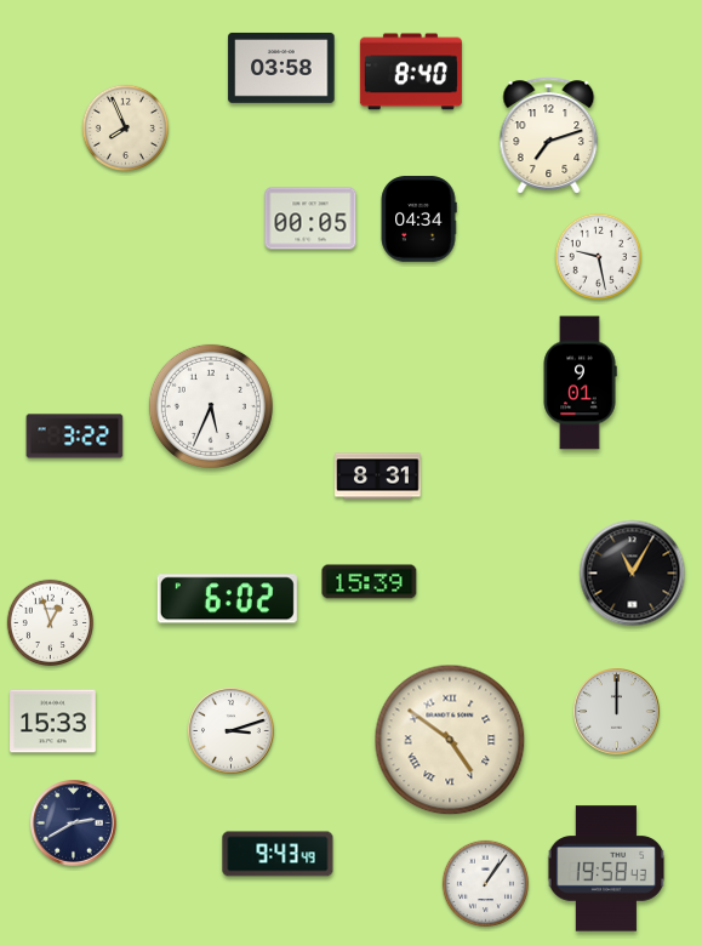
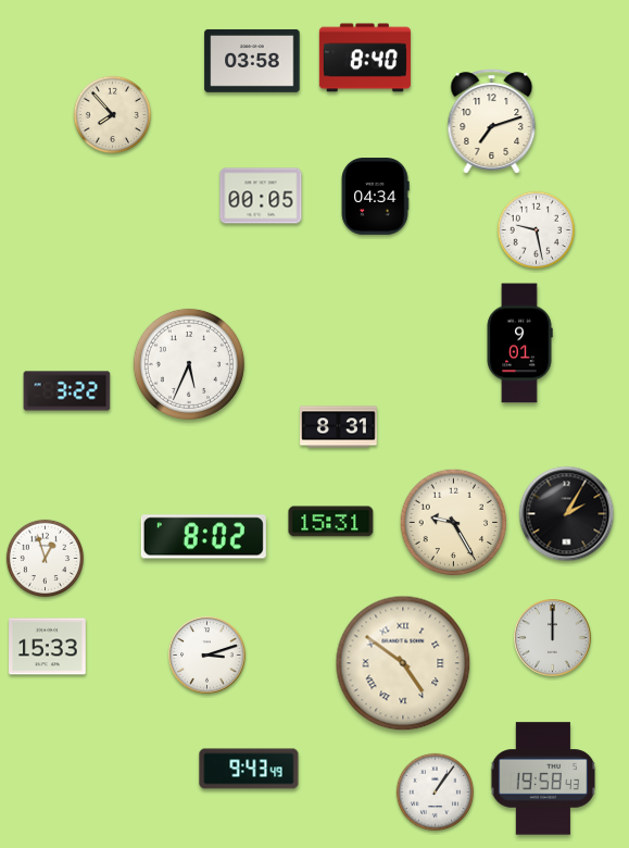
clock at (411, 72) position: (411, 72) -> (365, 58)
clock at (125, 127): 7:56 -> 7:53
clock at (310, 218) position: (310, 218) -> (261, 196)
clock at (633, 574): 11:05 -> 2:05
clock at (370, 582): 15:39 -> 15:31
clock at (454, 523): none -> 9:25
clock at (227, 599): 6:02 -> 8:02
clock at (74, 824): 2:40 -> none
clock at (278, 854) position: (278, 854) -> (249, 769)
